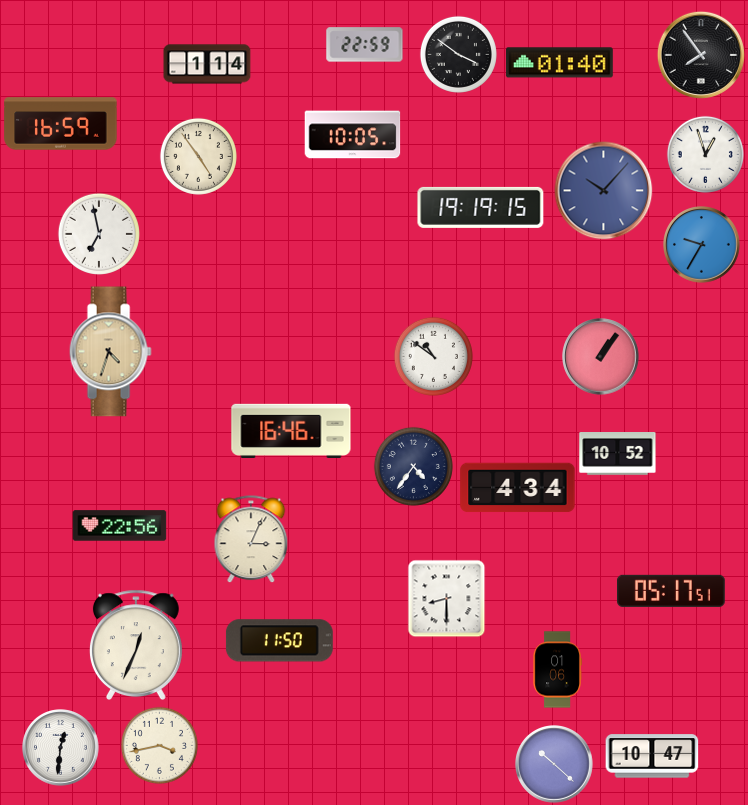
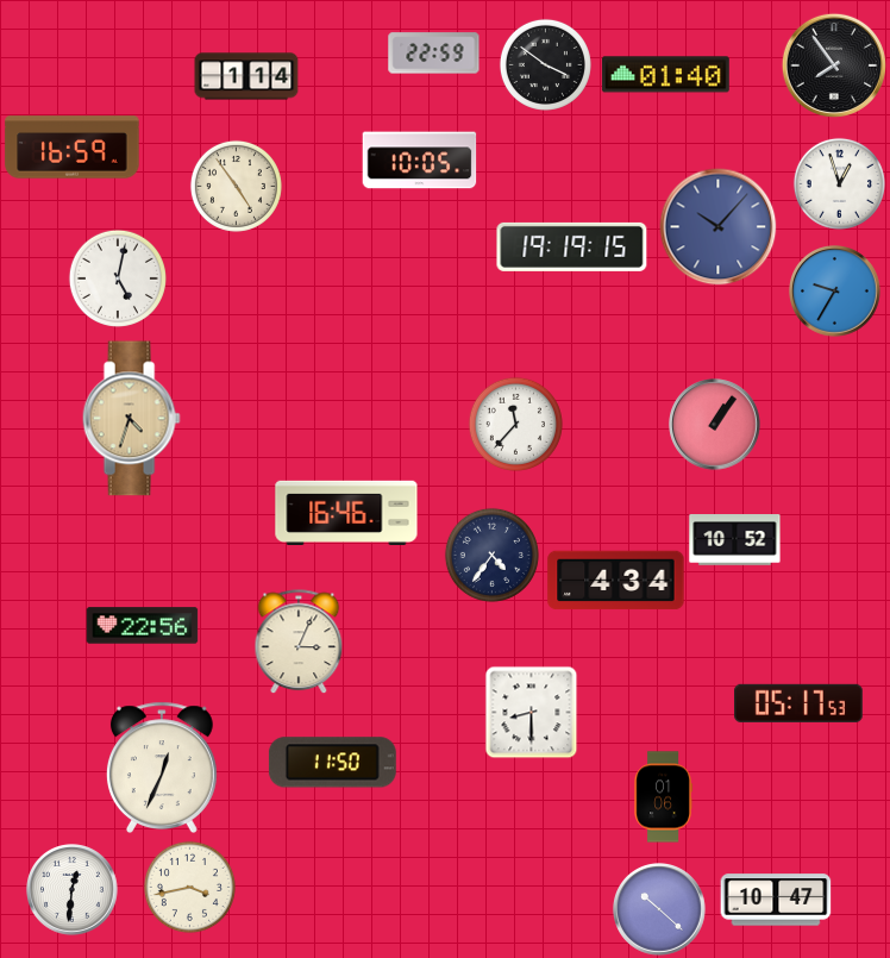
clock at (99, 234): 6:58 -> 5:02
clock at (433, 356): 10:51 -> 11:37
clock at (672, 591): 05:17:51 -> 05:17:53
